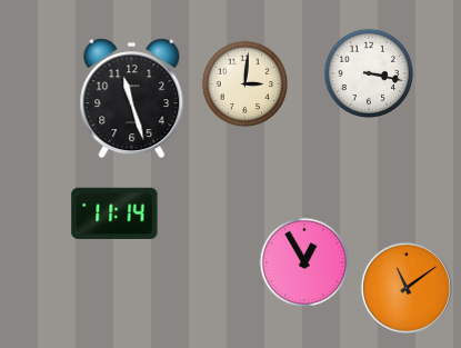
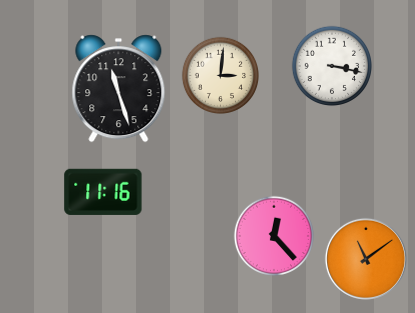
clock at (114, 213): 11:14 -> 11:16
clock at (304, 262): 12:55 -> 12:23
